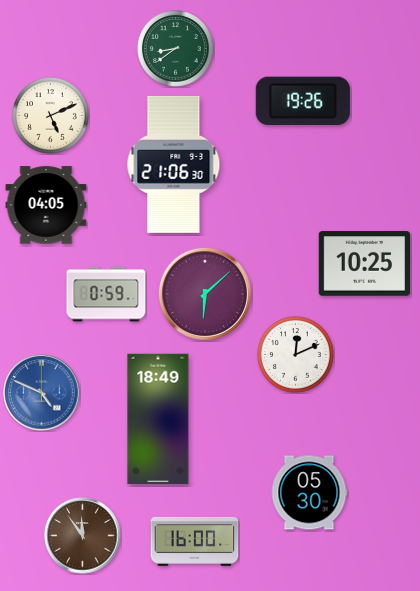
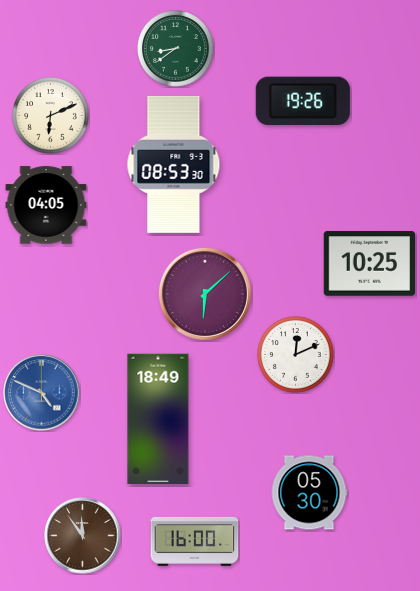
clock at (51, 116): 5:11 -> 6:11
clock at (174, 164): 21:06 -> 08:53
clock at (365, 264) position: (365, 264) -> (370, 264)
clock at (106, 294): 0:59 -> none
